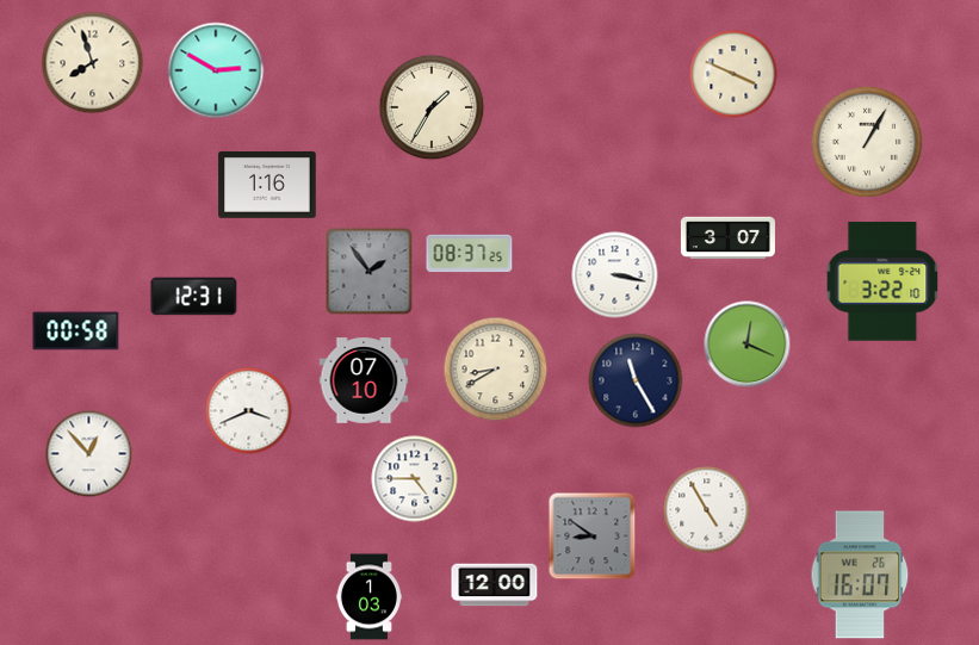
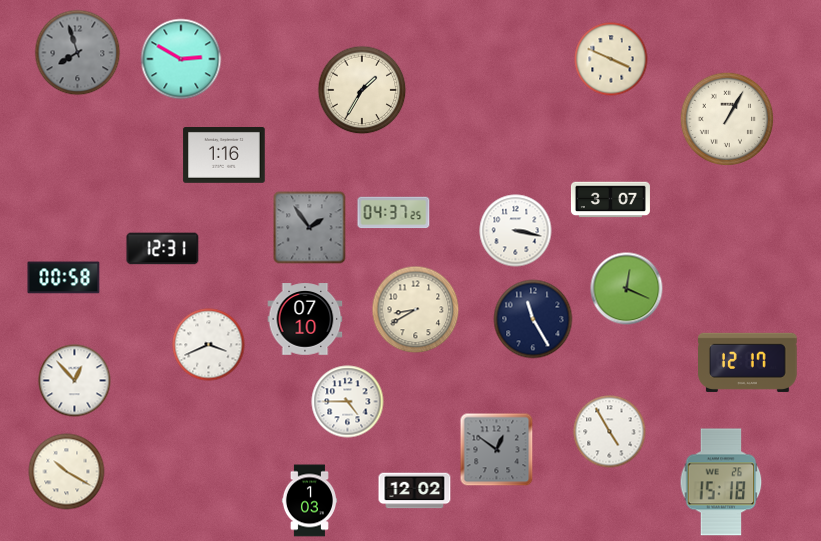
clock at (93, 63) dial: cream -> grey
clock at (733, 74) position: (733, 74) -> (611, 59)
clock at (470, 254): 08:37 -> 04:37
clock at (882, 281): 3:22 -> none
clock at (748, 362): none -> 12:17
clock at (707, 510) position: (707, 510) -> (610, 432)
clock at (593, 537): 8:51 -> 12:51
clock at (67, 472): none -> 10:20
clock at (860, 575): 16:07 -> 15:18
clock at (495, 585): 12:00 -> 12:02
